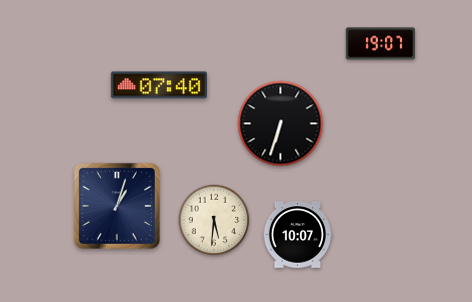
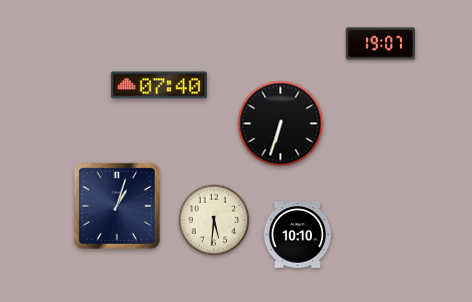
clock at (298, 235): 10:07 -> 10:10
